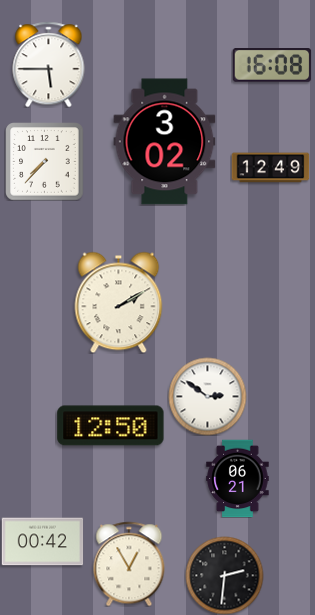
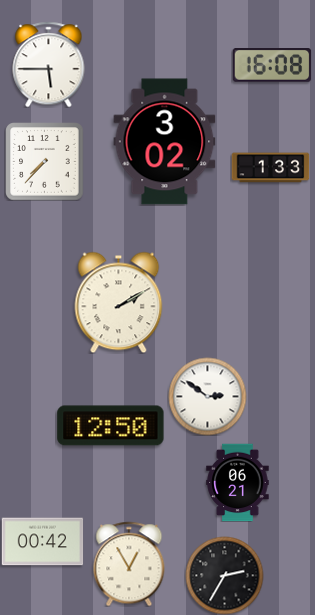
clock at (270, 168): 12:49 -> 1:33
clock at (238, 478) position: (238, 478) -> (238, 482)
clock at (224, 575): 2:31 -> 2:35
